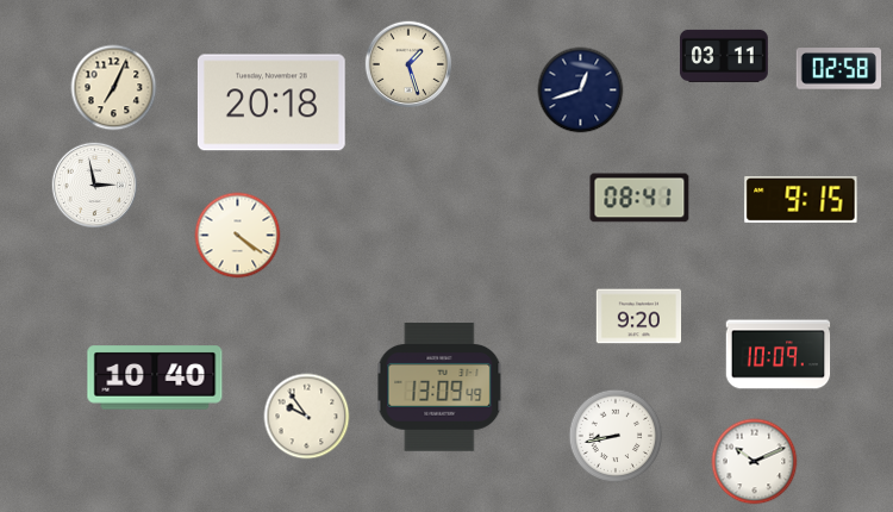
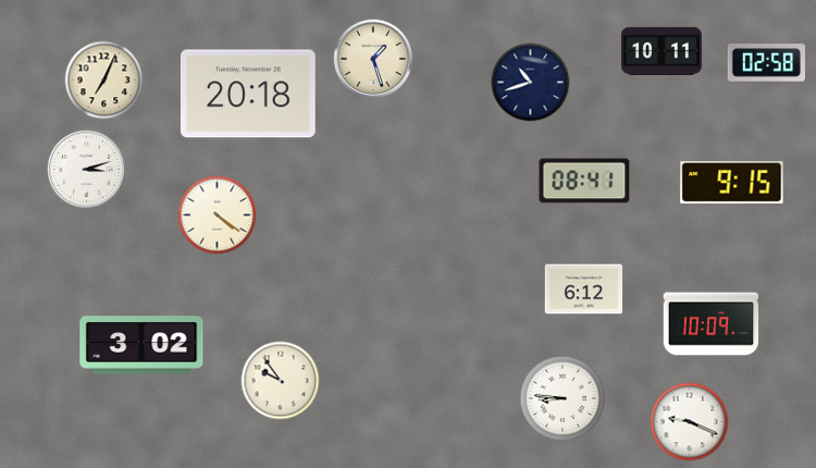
clock at (724, 56): 03:11 -> 10:11
clock at (581, 90): 12:42 -> 10:42
clock at (95, 186): 2:58 -> 3:12
clock at (639, 317): 9:20 -> 6:12
clock at (155, 377): 10:40 -> 3:02
clock at (439, 387): 13:09 -> none
clock at (616, 436): 8:43 -> 8:46
clock at (755, 462): 10:11 -> 9:19
